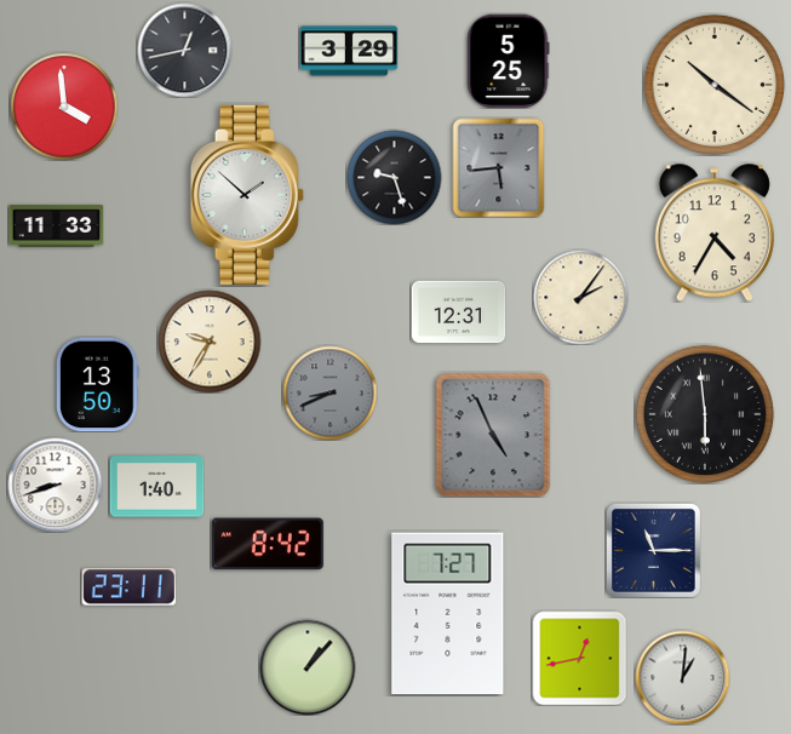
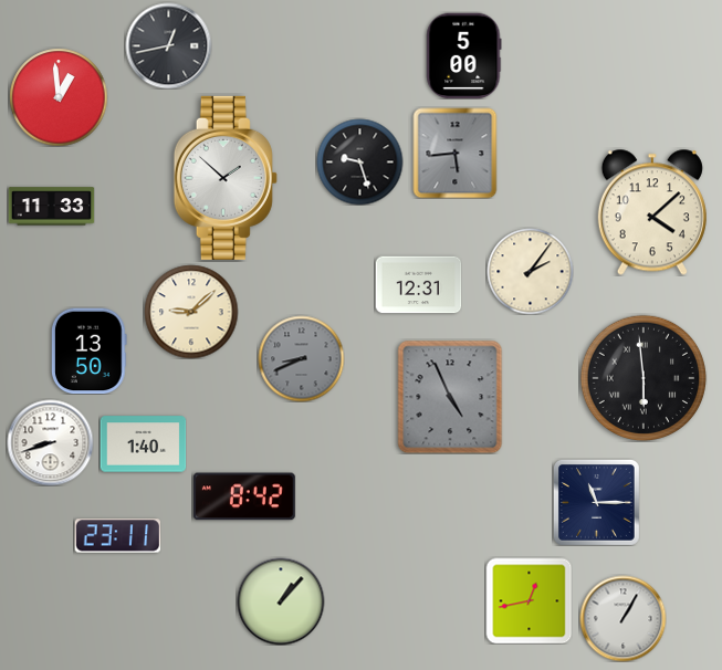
clock at (349, 51): 3:29 -> none
clock at (509, 61): 5:25 -> 5:00
clock at (713, 84): 10:21 -> none
clock at (64, 107): 3:59 -> 12:59
clock at (715, 233): 4:35 -> 4:08
clock at (210, 342): 9:35 -> 9:08
clock at (448, 614): 7:27 -> none
clock at (308, 667) position: (308, 667) -> (281, 601)
clock at (682, 677): 1:01 -> 1:05
